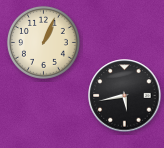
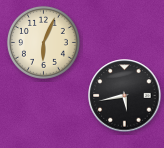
clock at (43, 42): 1:04 -> 6:04
